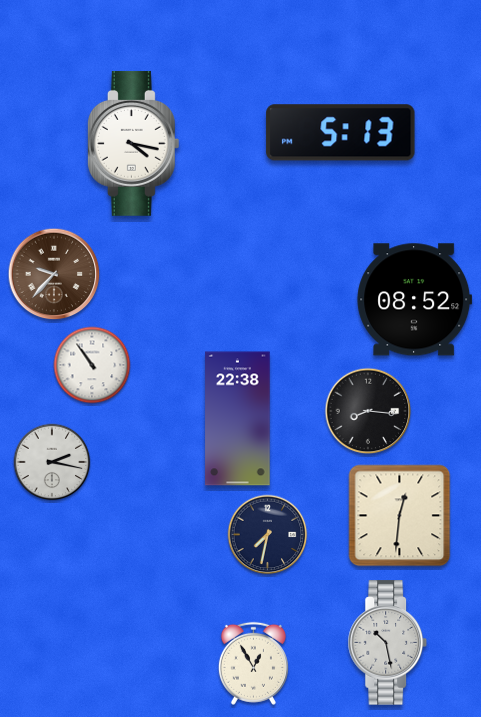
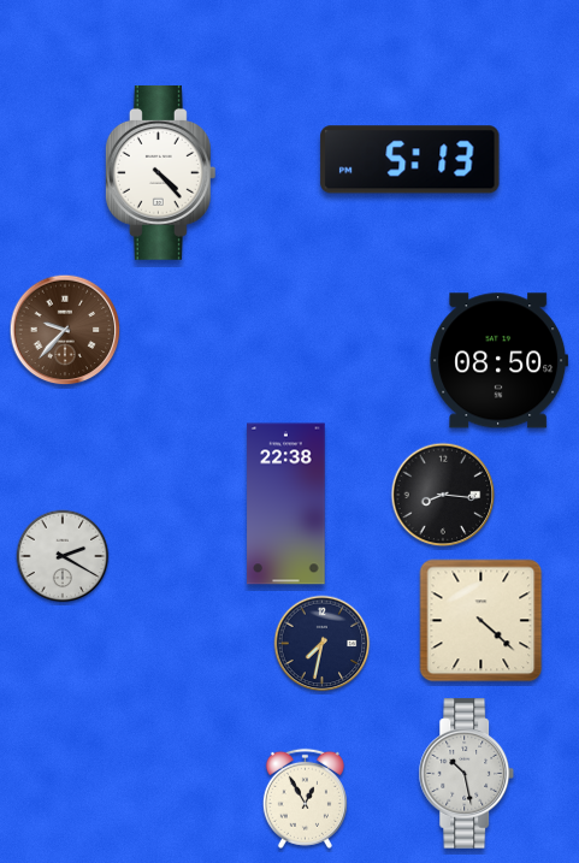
clock at (133, 143): 4:17 -> 4:23
clock at (415, 300): 08:52 -> 08:50
clock at (92, 365): 10:54 -> none
clock at (52, 462): 2:17 -> 2:20
clock at (400, 516): 12:31 -> 4:22
